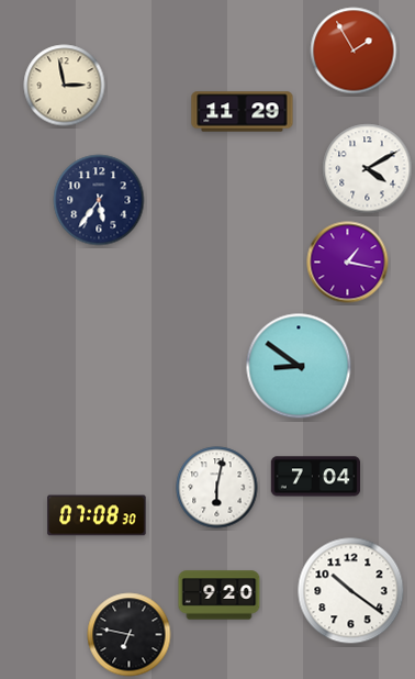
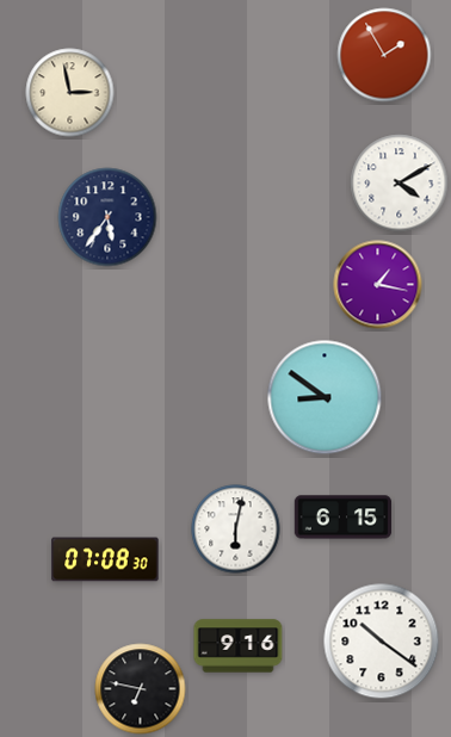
clock at (243, 112): 11:29 -> none
clock at (316, 477): 7:04 -> 6:15
clock at (220, 595): 9:20 -> 9:16
